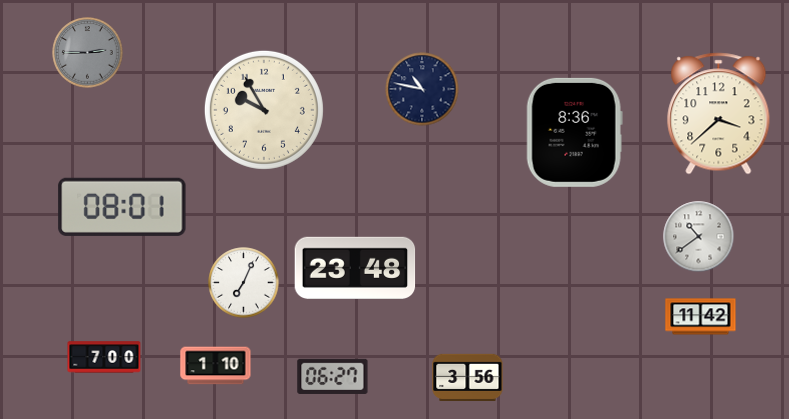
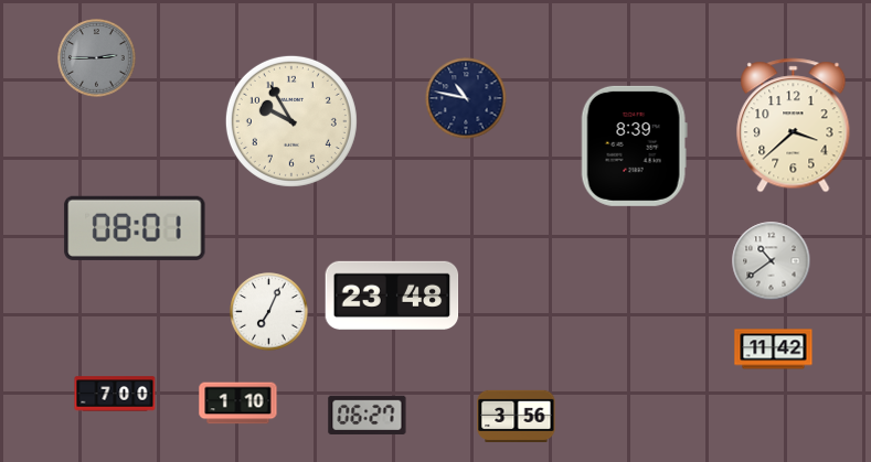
clock at (574, 132): 8:36 -> 8:39
